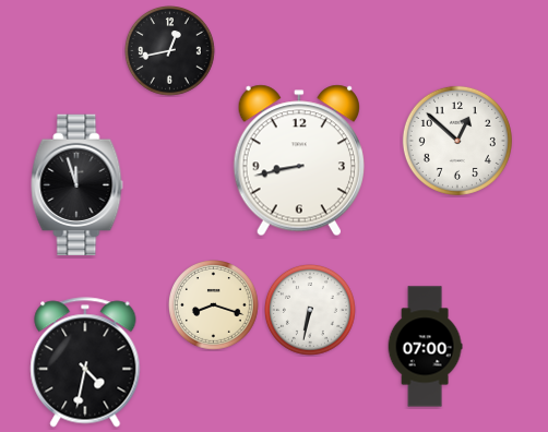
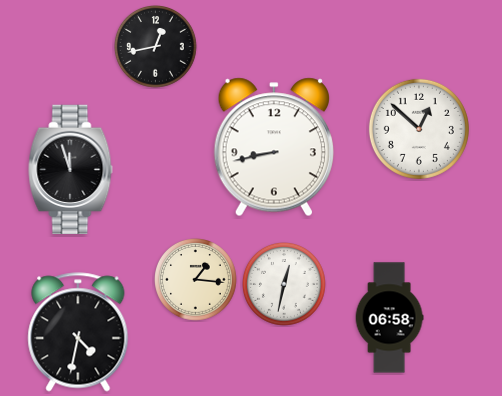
clock at (214, 305): 8:18 -> 1:16
clock at (311, 311): 6:32 -> 12:32
clock at (425, 347): 07:00 -> 06:58
